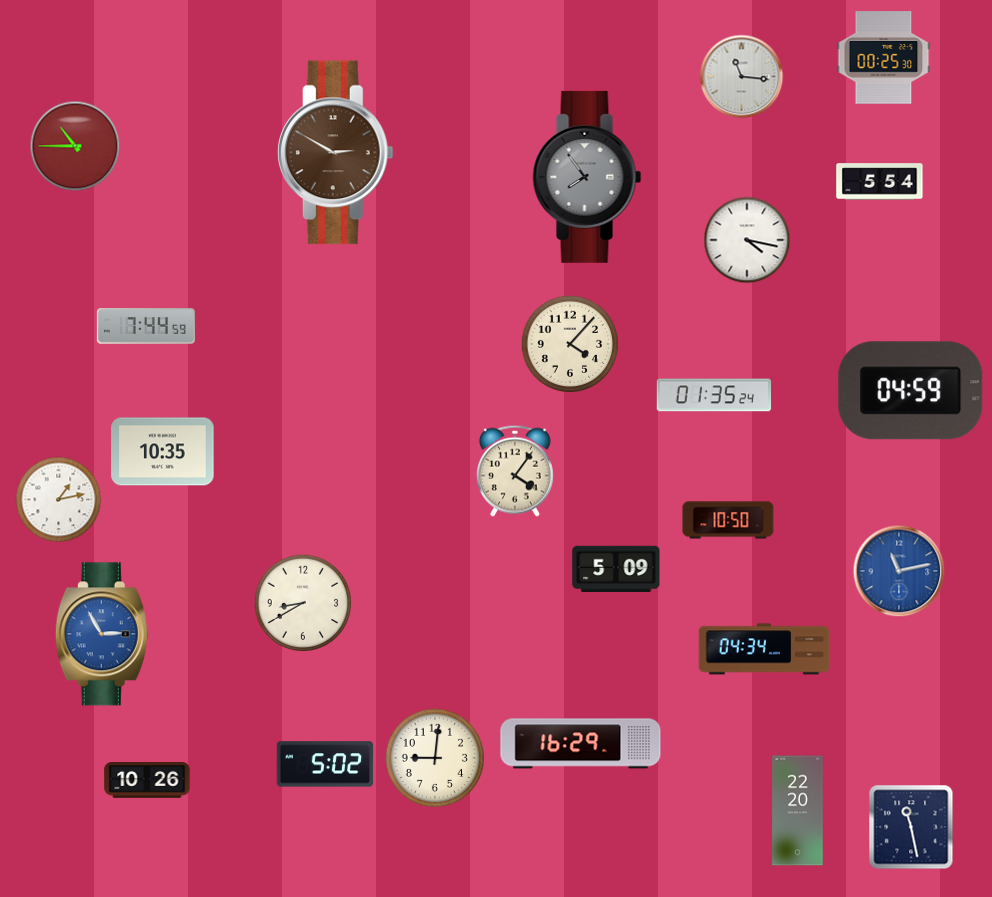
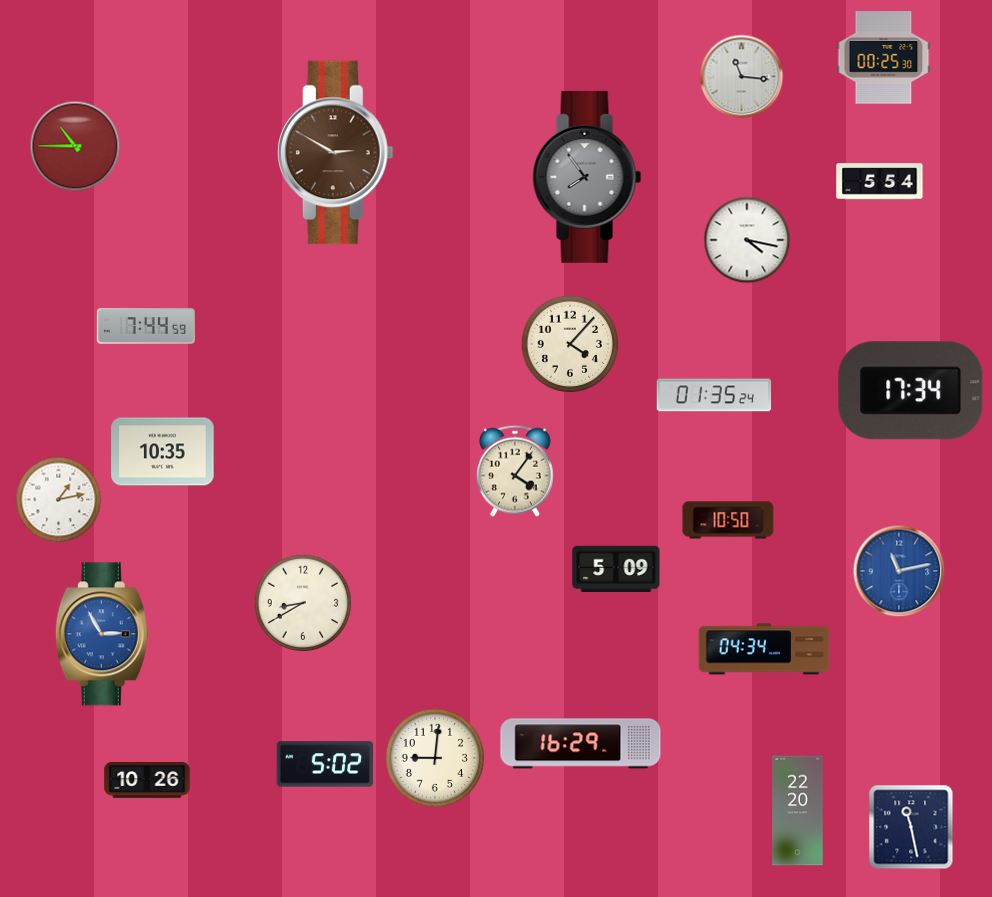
clock at (911, 391): 04:59 -> 17:34
